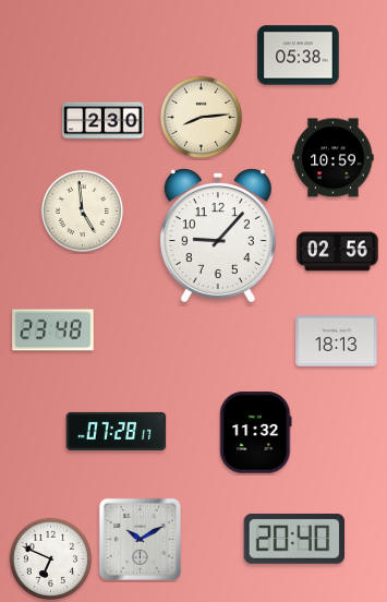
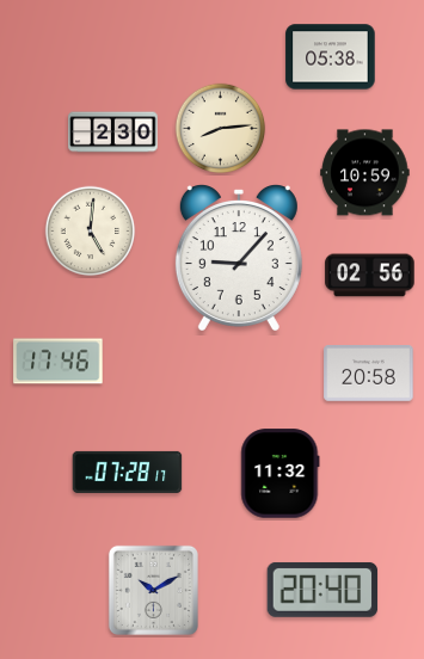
clock at (299, 56) position: (299, 56) -> (331, 57)
clock at (83, 212): 4:59 -> 5:01
clock at (53, 330): 23:48 -> 17:46
clock at (337, 341): 18:13 -> 20:58
clock at (51, 559): 6:49 -> none
